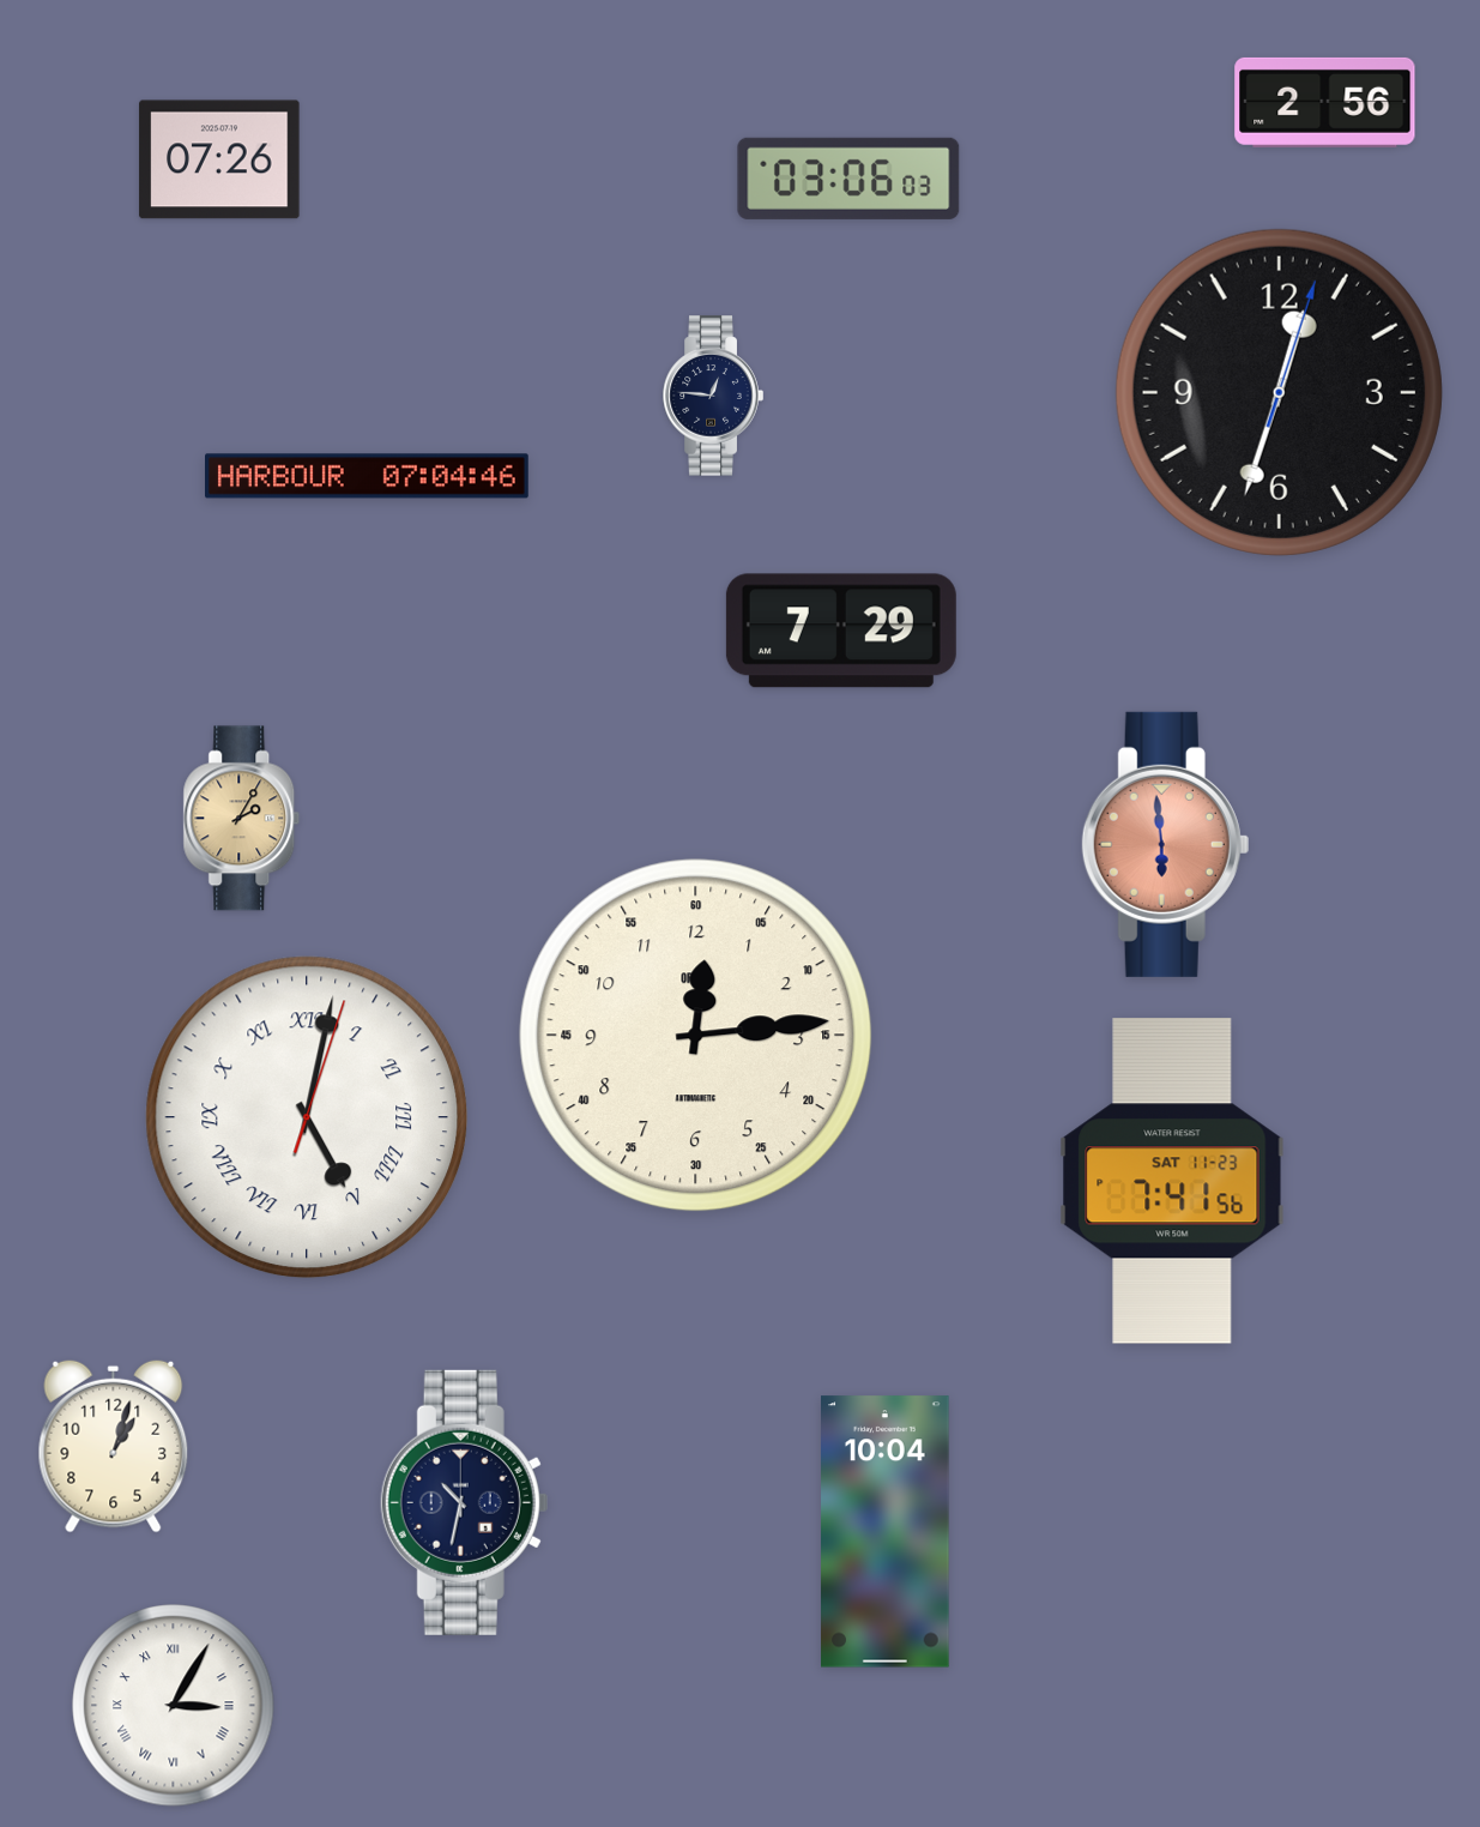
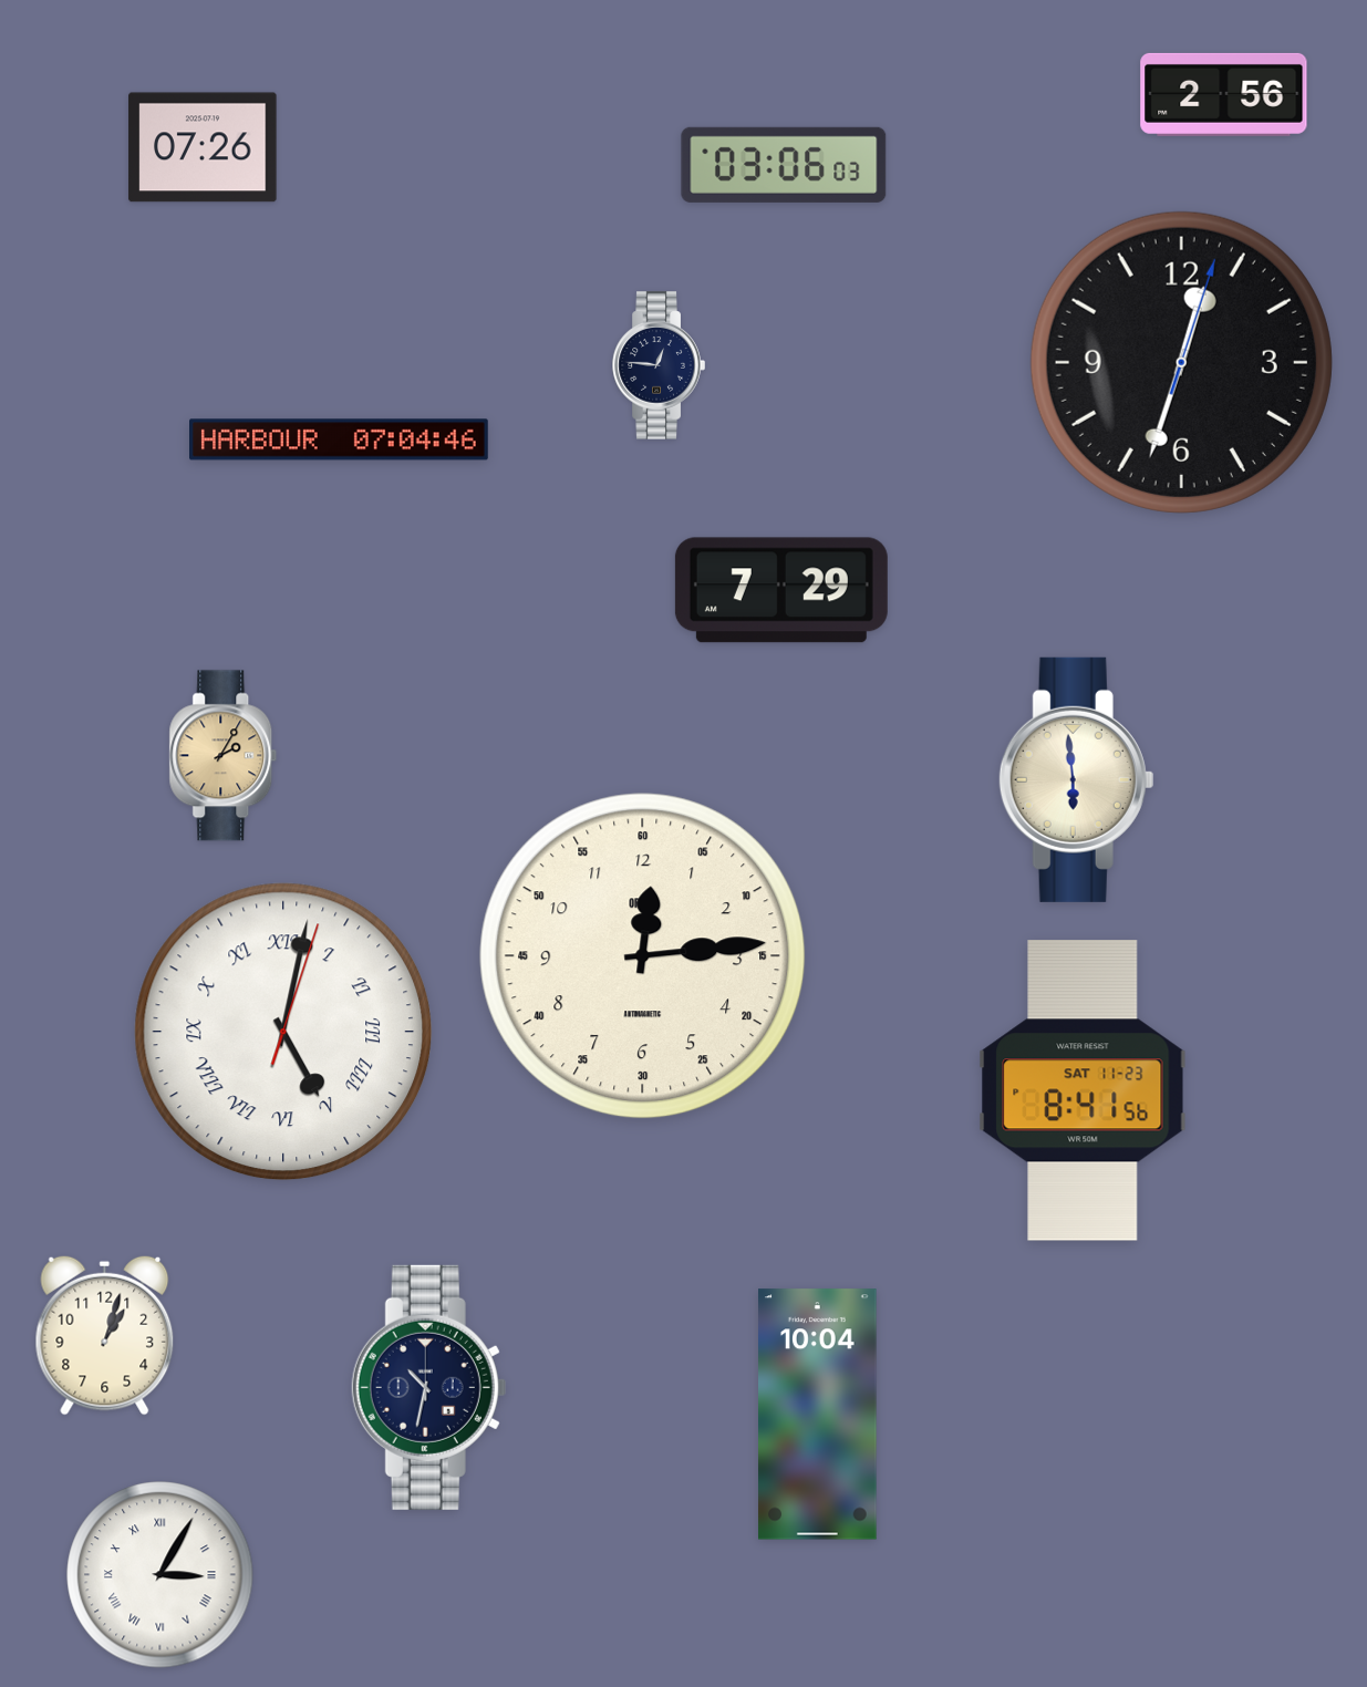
clock at (841, 631) position: (841, 631) -> (781, 590)
clock at (1166, 844) dial: salmon -> cream
clock at (1172, 1181): 7:41 -> 8:41
